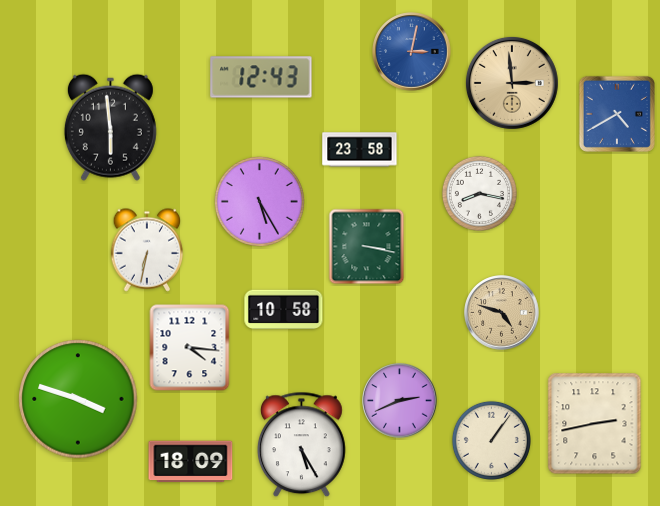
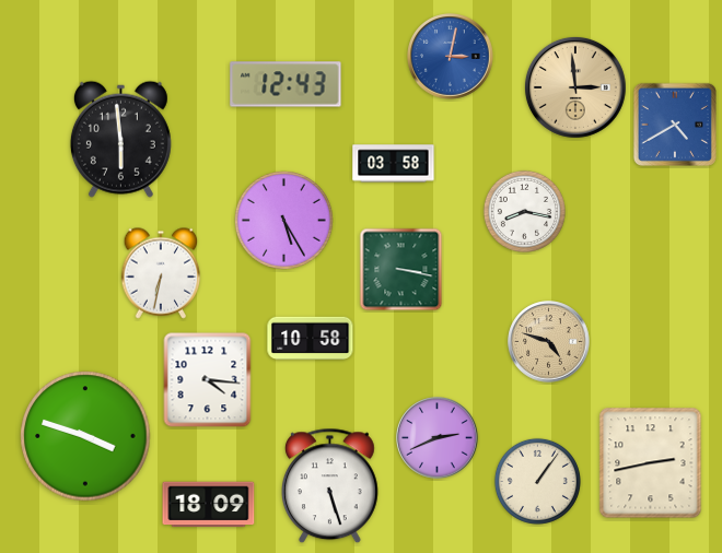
clock at (512, 83) position: (512, 83) -> (575, 87)
clock at (360, 150): 23:58 -> 03:58
clock at (301, 445): 5:25 -> 5:27
